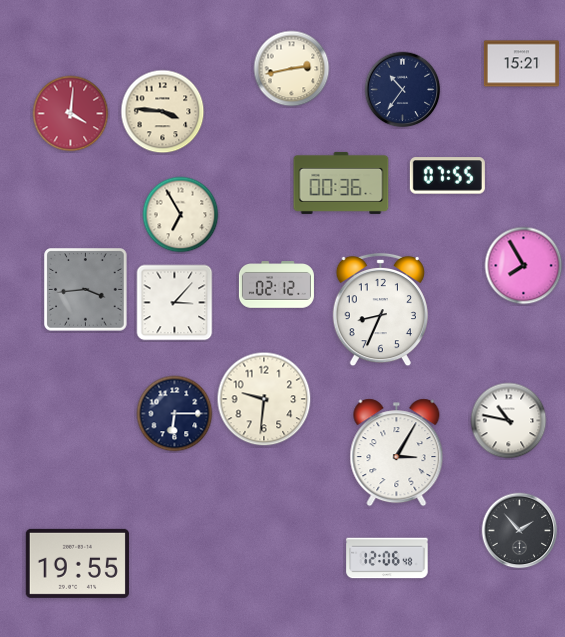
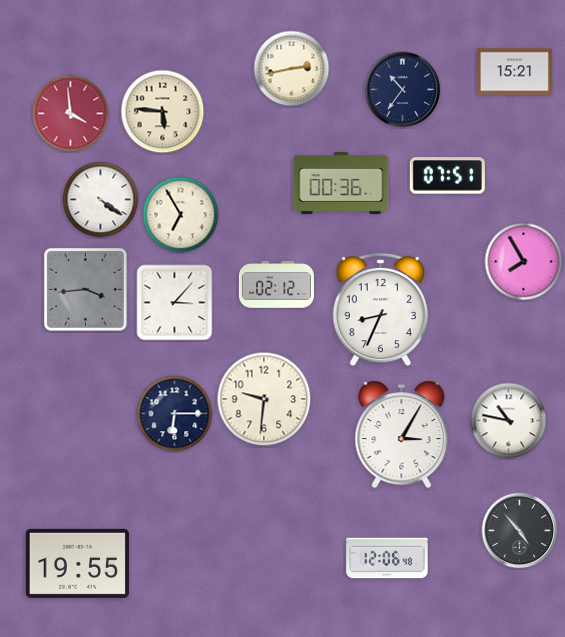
clock at (521, 64) position: (521, 64) -> (514, 72)
clock at (163, 112): 3:46 -> 5:46
clock at (71, 114): 4:01 -> 3:59
clock at (447, 176): 07:55 -> 07:51
clock at (101, 200): none -> 4:21
clock at (524, 266) position: (524, 266) -> (524, 262)
clock at (397, 453) position: (397, 453) -> (402, 435)
clock at (520, 531): 1:53 -> 4:53
